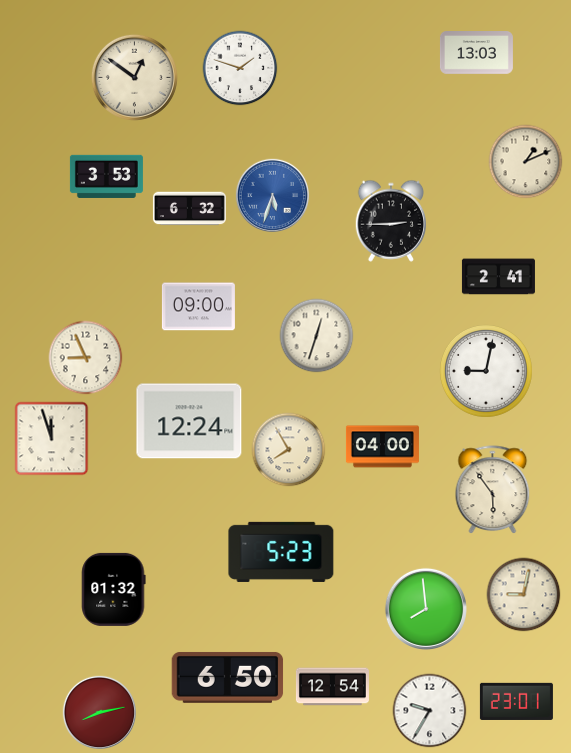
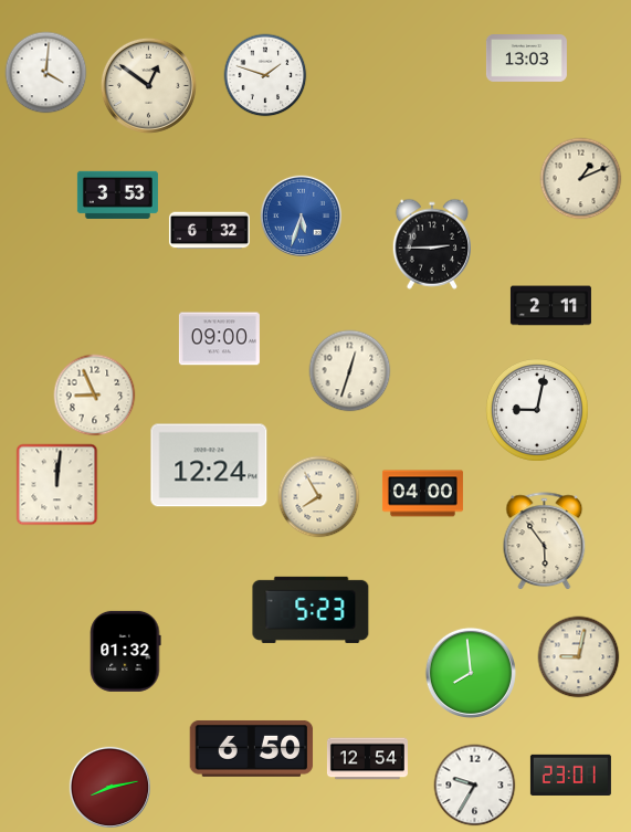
clock at (46, 73): none -> 4:01
clock at (498, 277): 2:41 -> 2:11
clock at (52, 439): 11:57 -> 12:01
